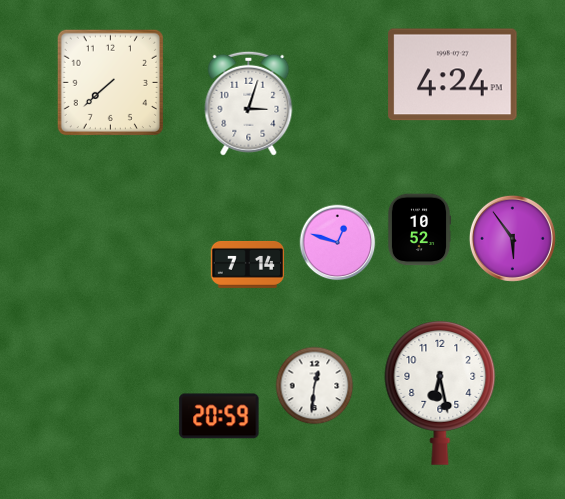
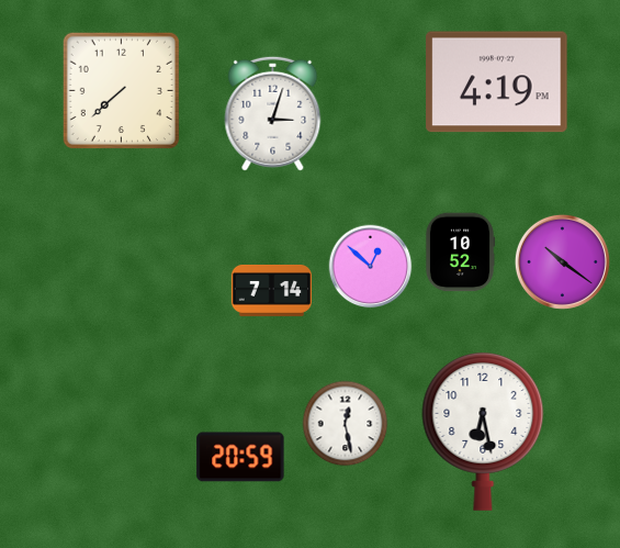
clock at (453, 75): 4:24 -> 4:19
clock at (512, 238): 5:54 -> 10:21
clock at (338, 243): 12:48 -> 12:52
clock at (315, 386): 12:31 -> 12:28
